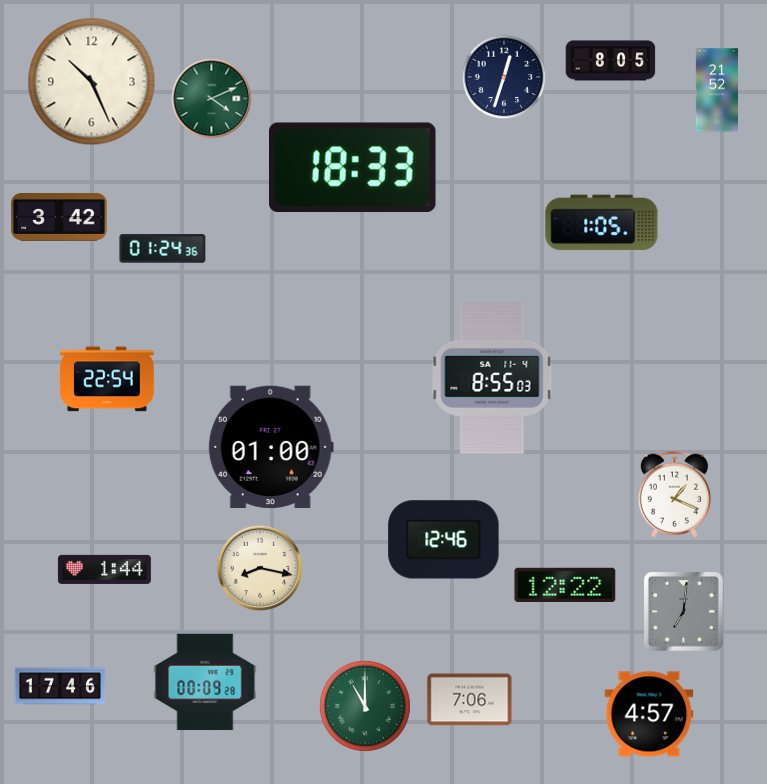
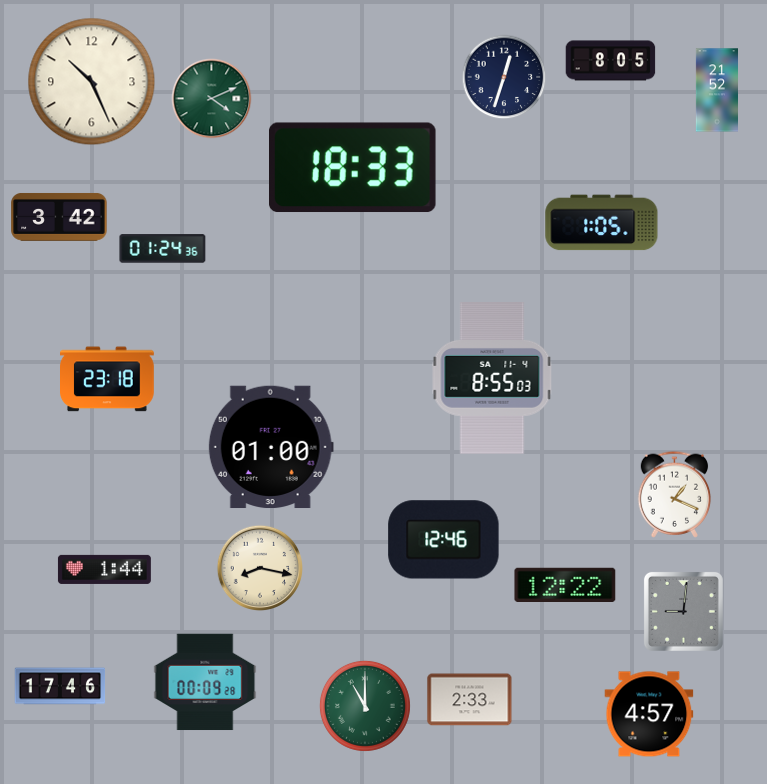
clock at (108, 379): 22:54 -> 23:18
clock at (683, 611): 7:01 -> 9:01
clock at (470, 700): 7:06 -> 2:33
